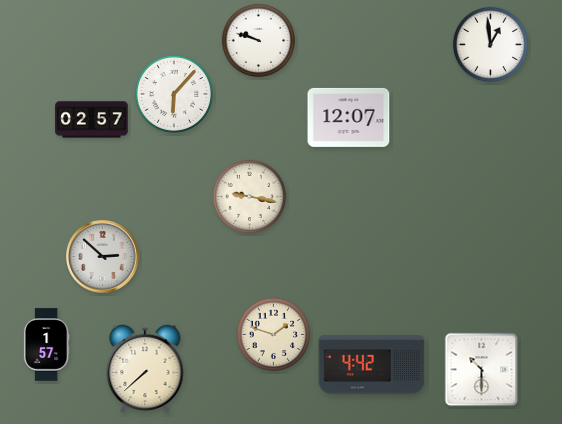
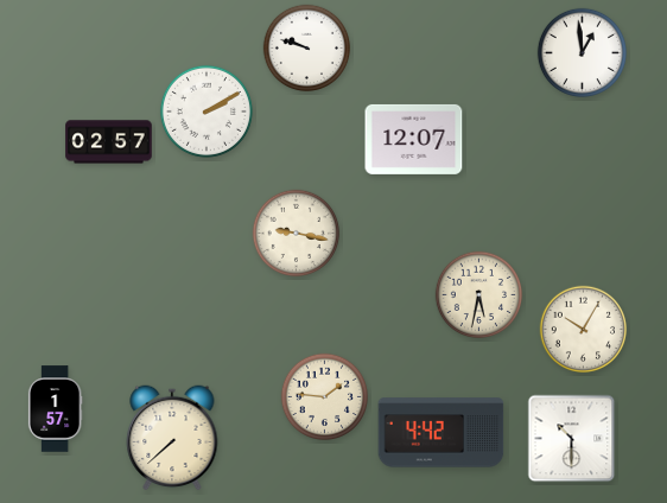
clock at (174, 94): 6:07 -> 2:10
clock at (479, 295): none -> 5:32
clock at (103, 257): 2:52 -> none
clock at (584, 330): none -> 10:05
clock at (274, 335): 1:48 -> 1:46
